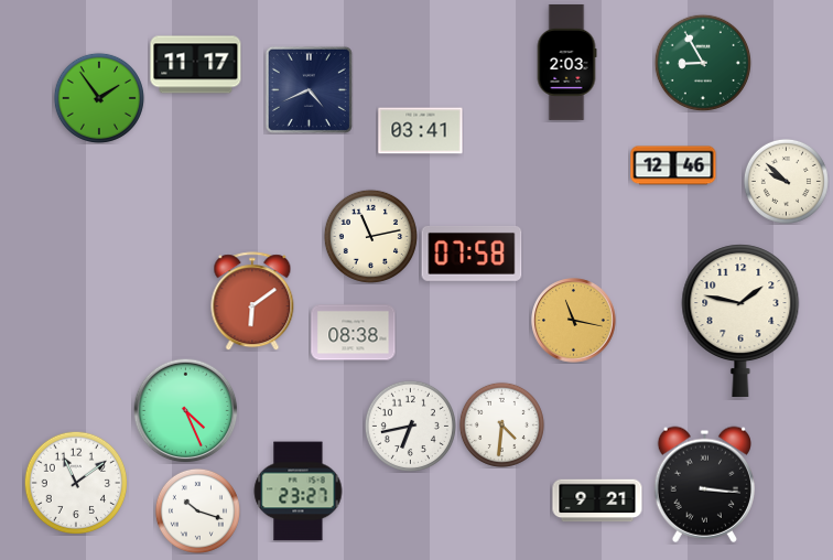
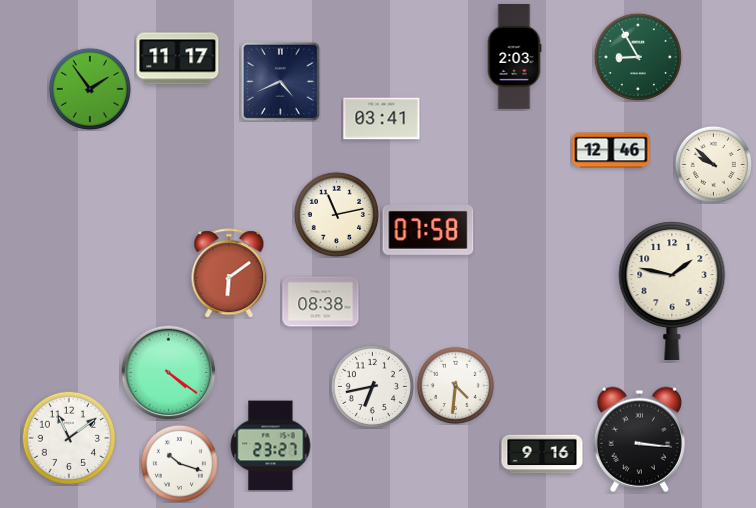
clock at (574, 321): 11:17 -> none
clock at (185, 410): 4:26 -> 4:21
clock at (597, 500): 9:21 -> 9:16
